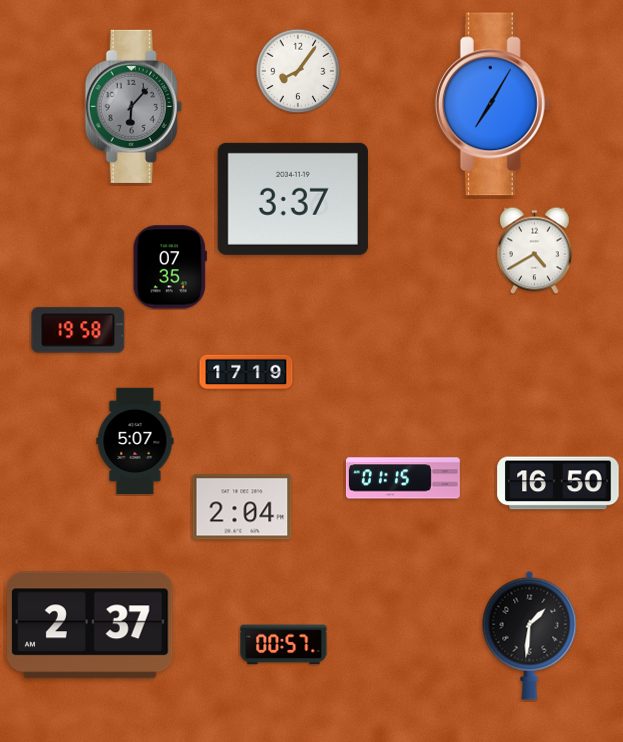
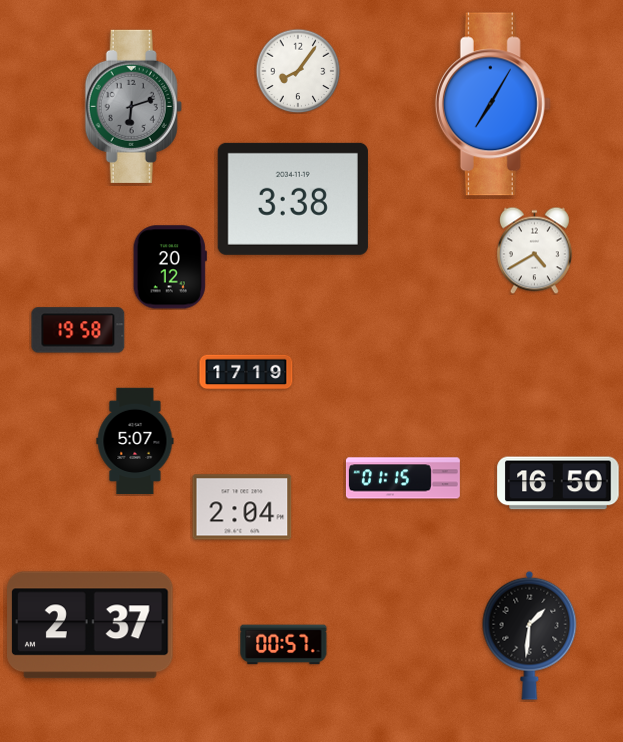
clock at (133, 106): 6:07 -> 6:12
clock at (293, 199): 3:37 -> 3:38
clock at (170, 267): 07:35 -> 20:12
